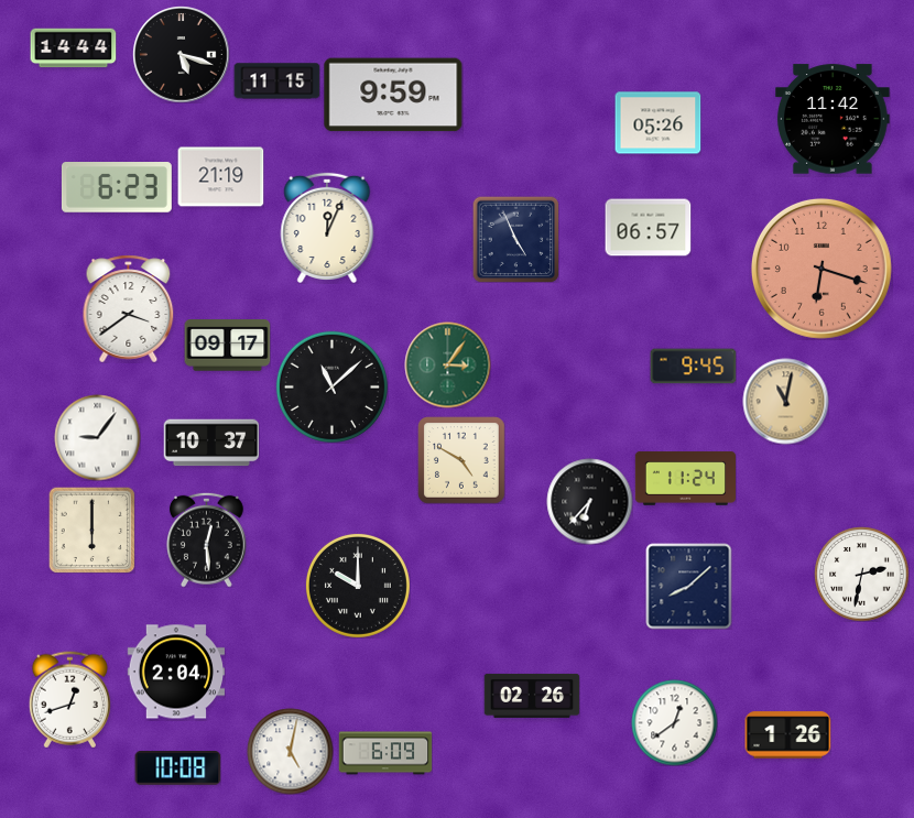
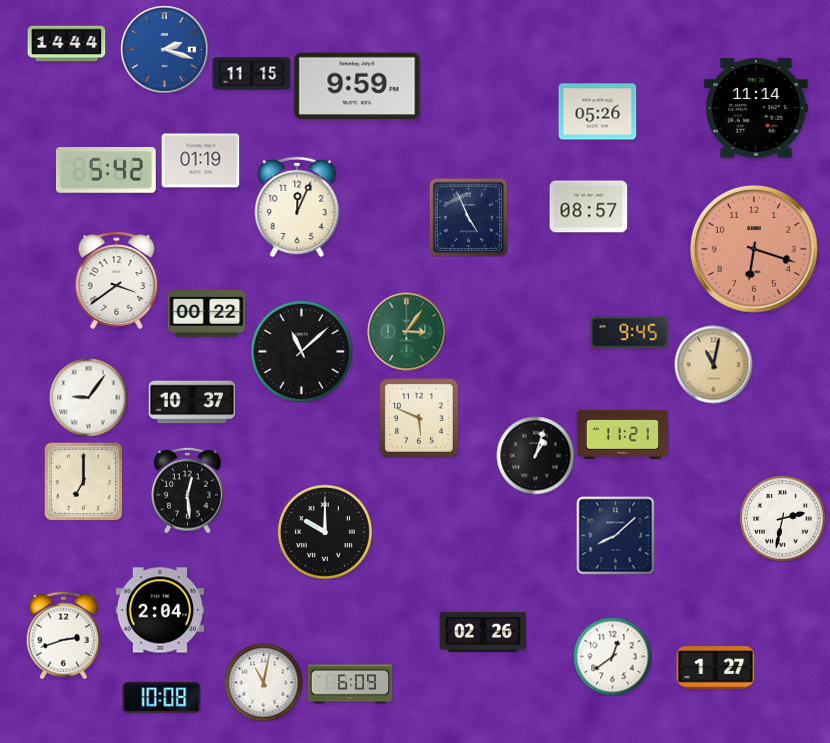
clock at (181, 54): 5:18 -> 2:18
clock at (181, 54) dial: black -> blue
clock at (834, 119): 11:42 -> 11:14
clock at (220, 177): 21:19 -> 01:19
clock at (117, 188): 6:23 -> 5:42
clock at (648, 228): 06:57 -> 08:57
clock at (821, 269) position: (821, 269) -> (754, 249)
clock at (227, 346): 09:17 -> 00:22
clock at (461, 460): 4:50 -> 5:49
clock at (685, 479): 11:24 -> 11:21
clock at (589, 501): 6:37 -> 1:03
clock at (91, 530): 6:00 -> 7:00
clock at (861, 574) position: (861, 574) -> (782, 518)
clock at (688, 586) position: (688, 586) -> (615, 535)
clock at (69, 699): 12:42 -> 2:42
clock at (787, 735): 1:26 -> 1:27
clock at (290, 751): 5:02 -> 11:02
